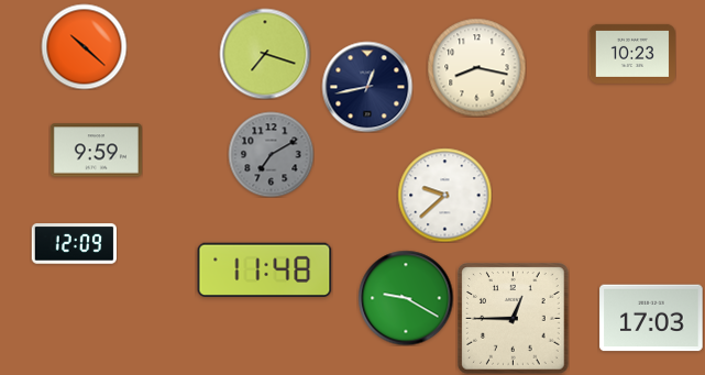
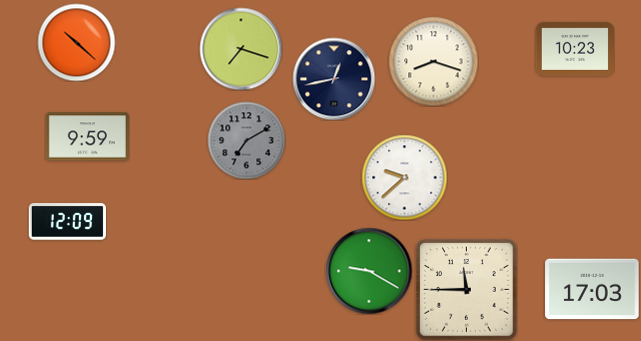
clock at (476, 67): 8:17 -> 8:18
clock at (265, 271): 11:48 -> none
clock at (514, 319): 12:45 -> 11:45
